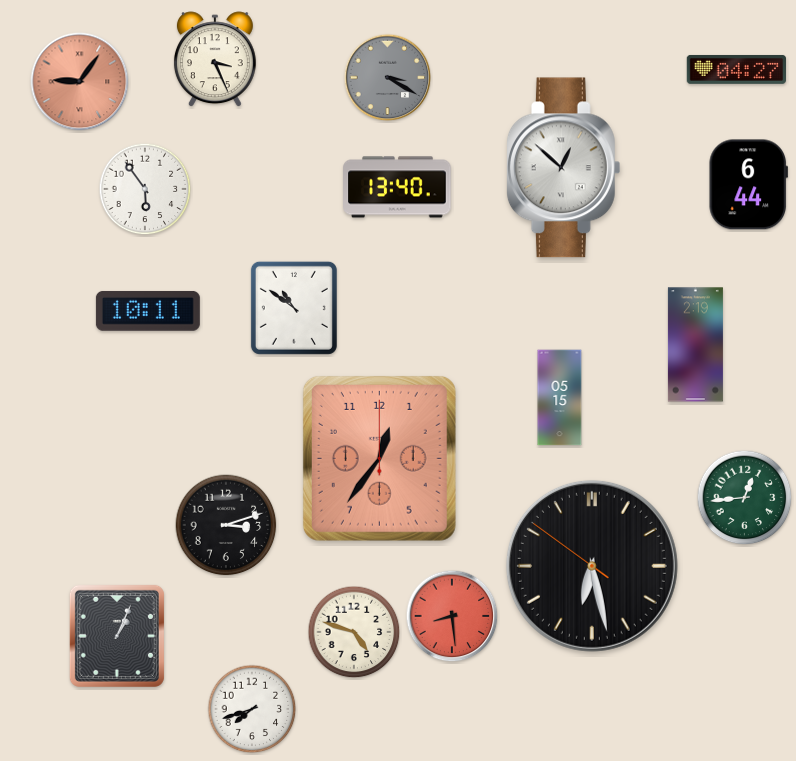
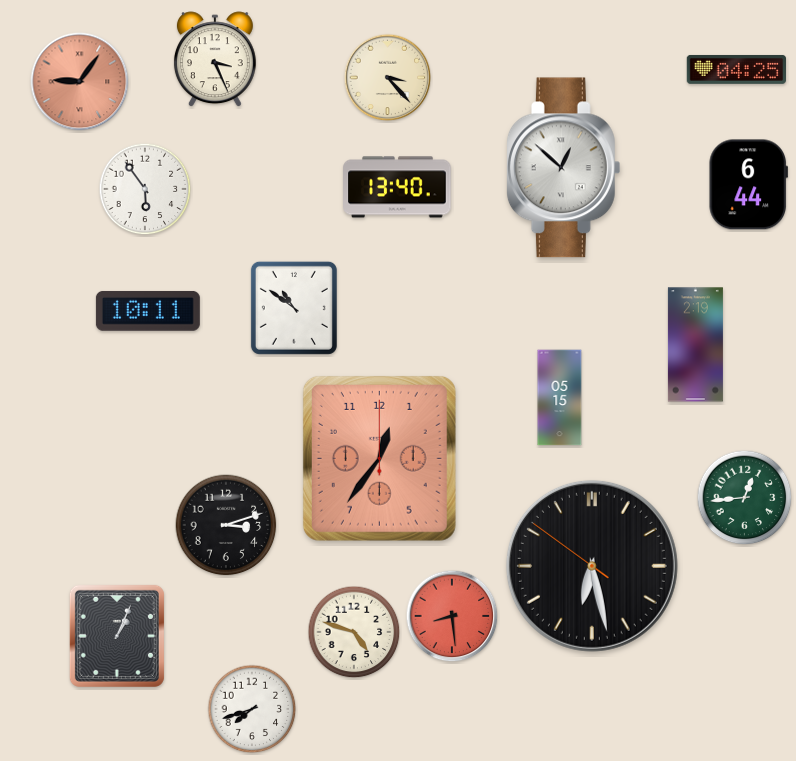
clock at (736, 69): 04:27 -> 04:25
clock at (388, 78): 3:20 -> 3:23
clock at (388, 78) dial: grey -> cream
